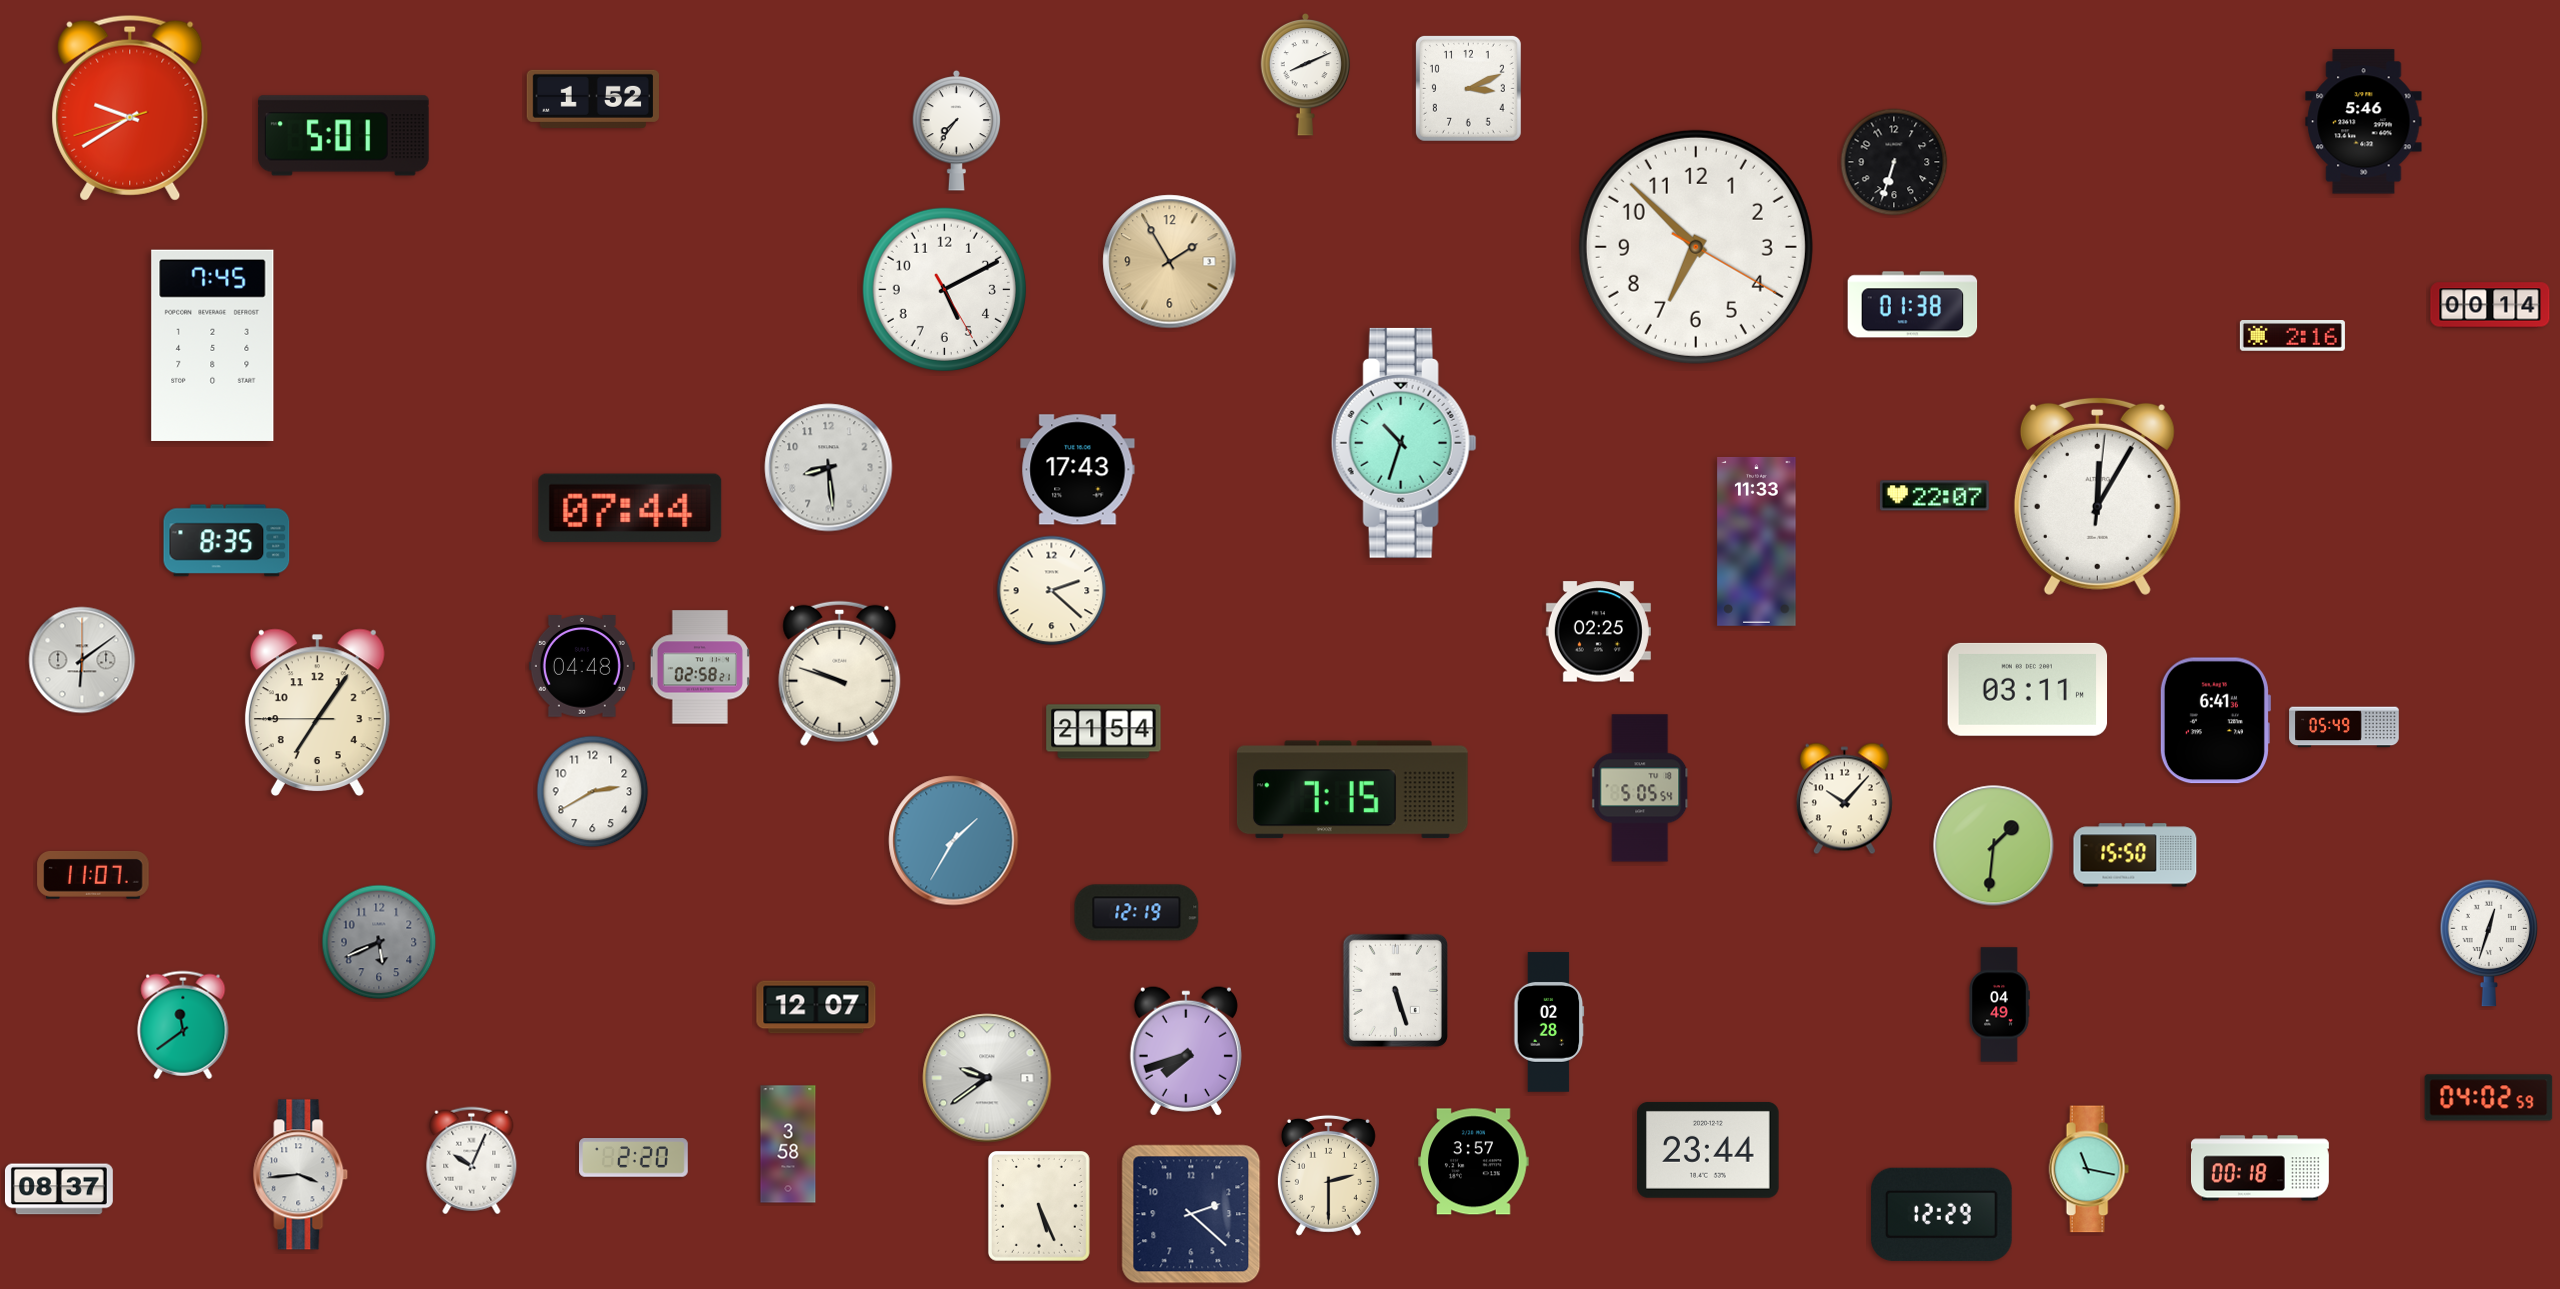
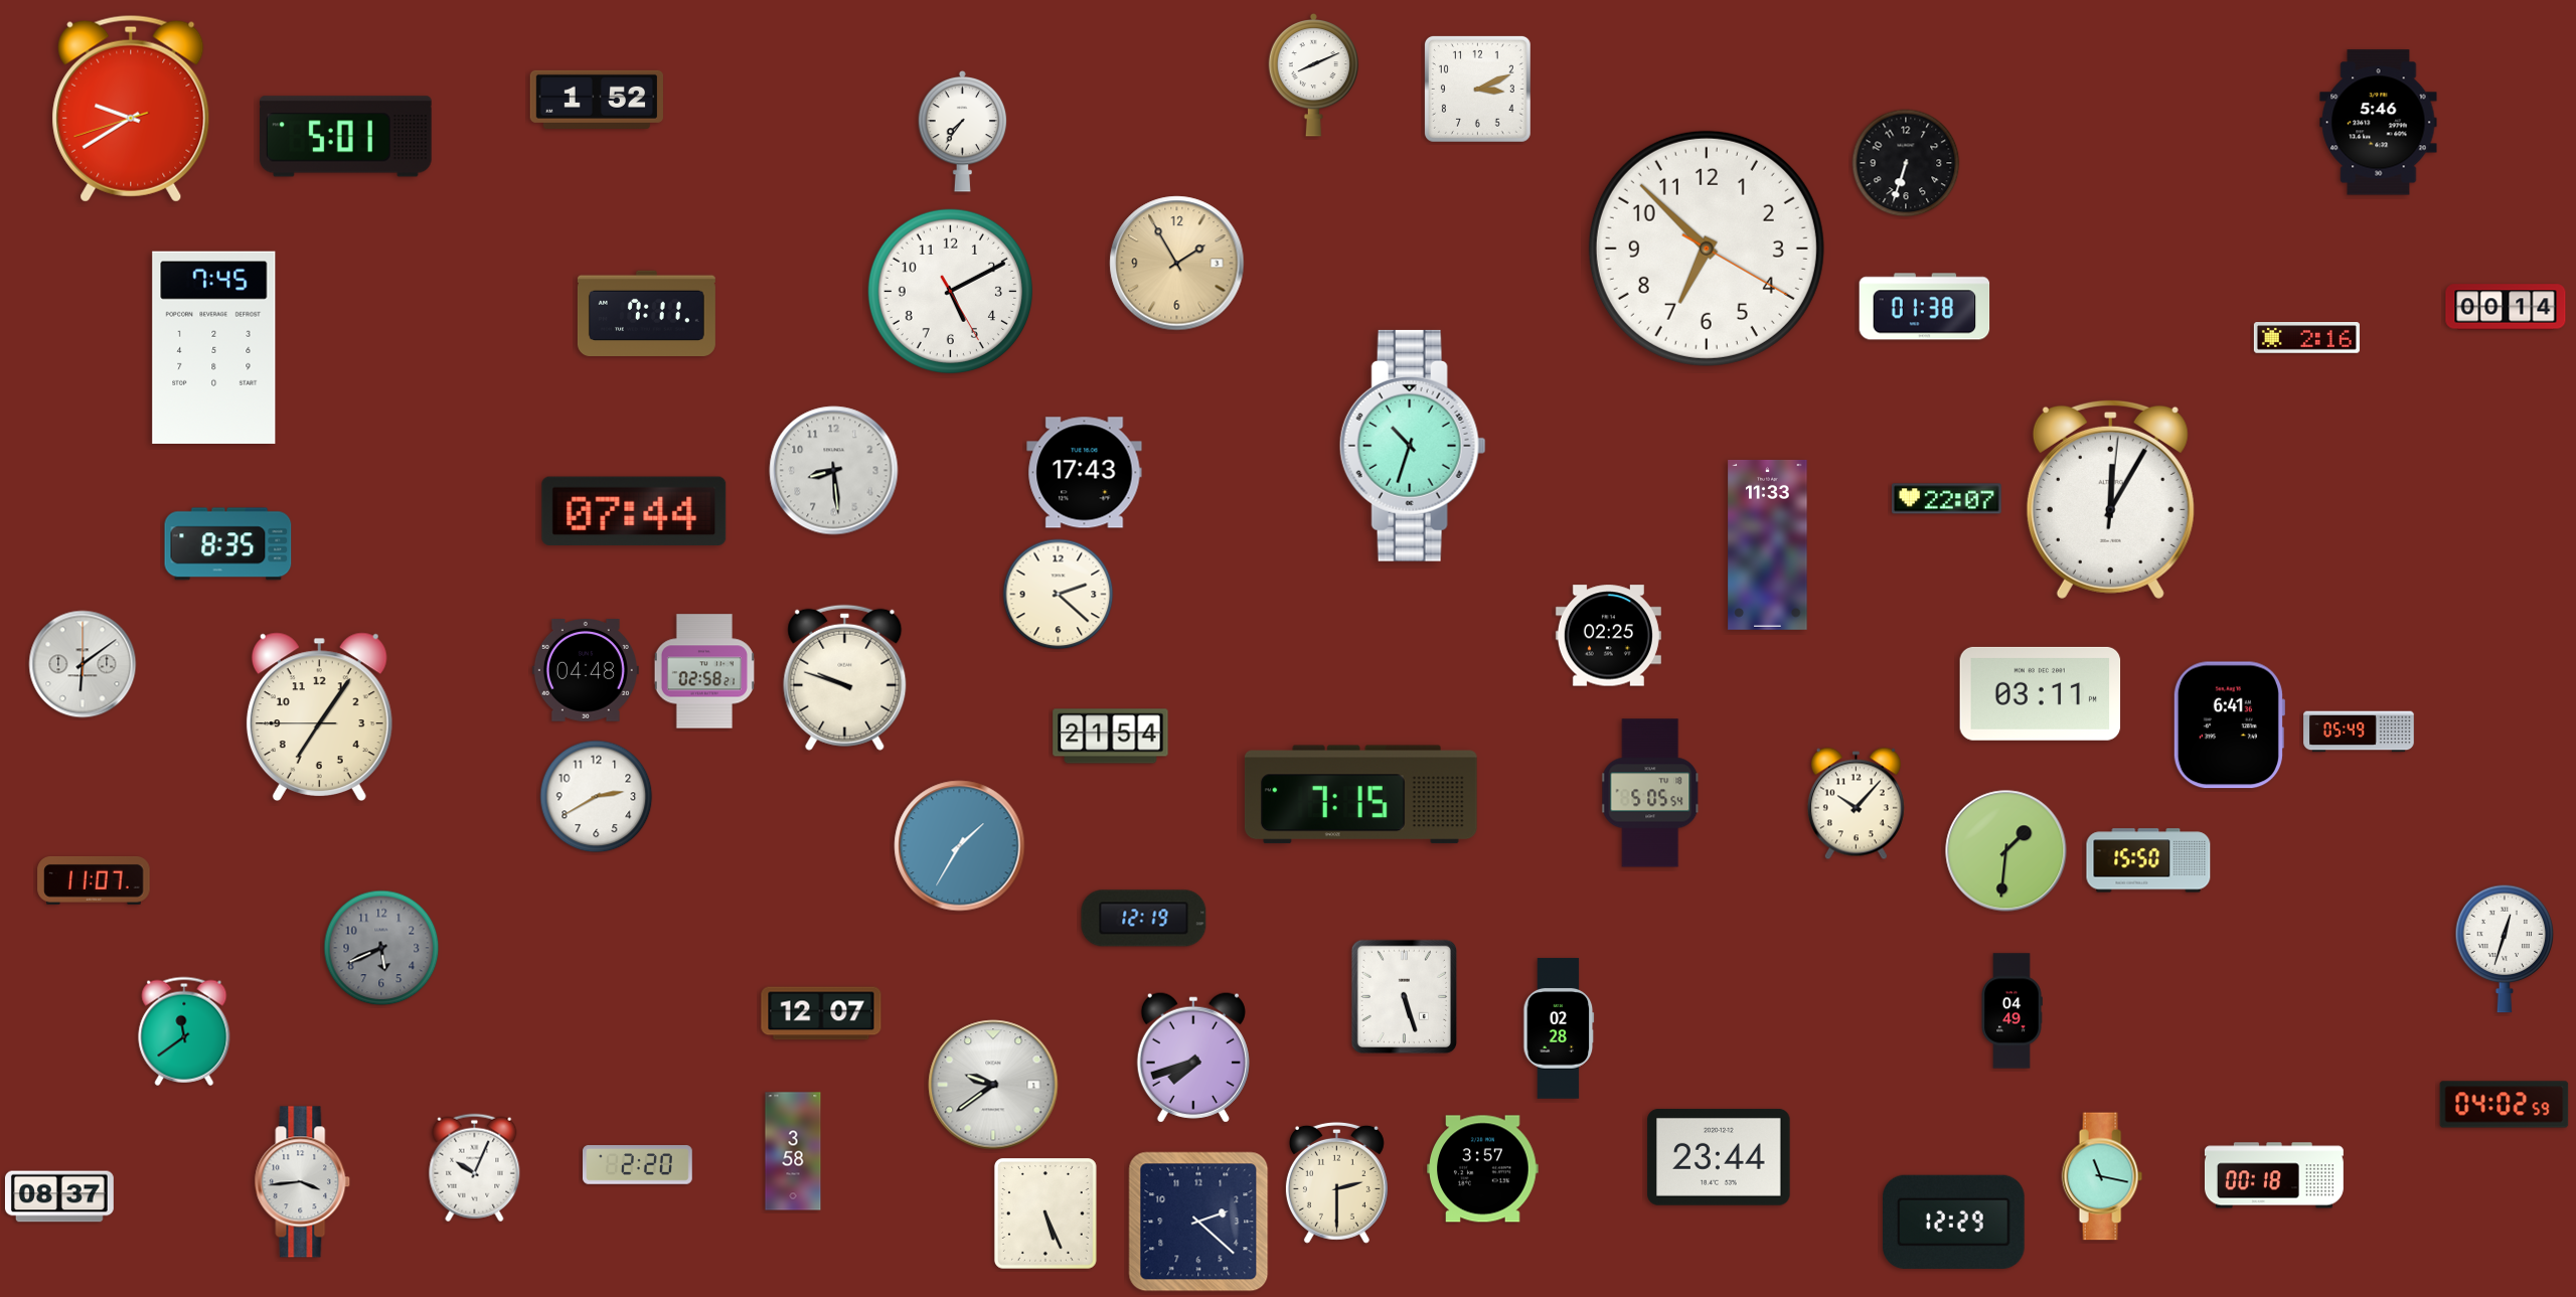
clock at (646, 313): none -> 7:11
